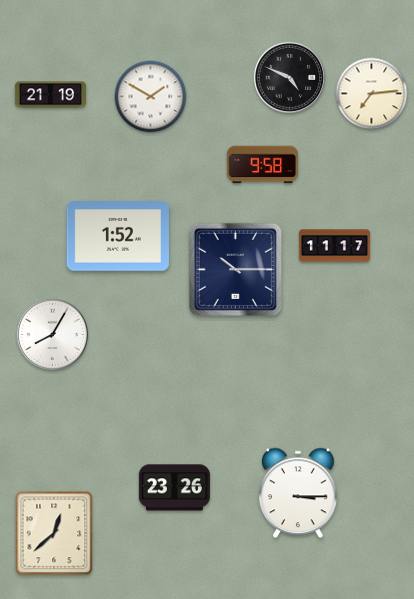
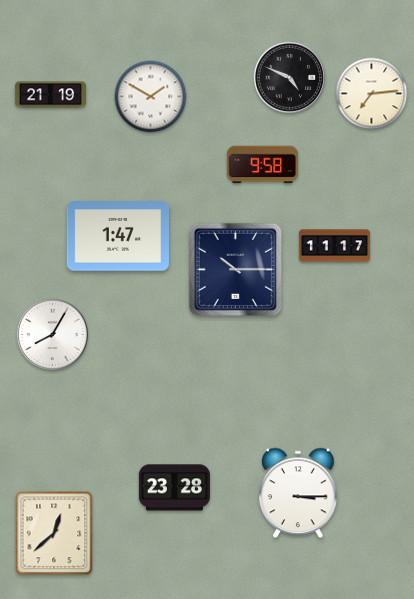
clock at (118, 236): 1:52 -> 1:47
clock at (174, 488): 23:26 -> 23:28
